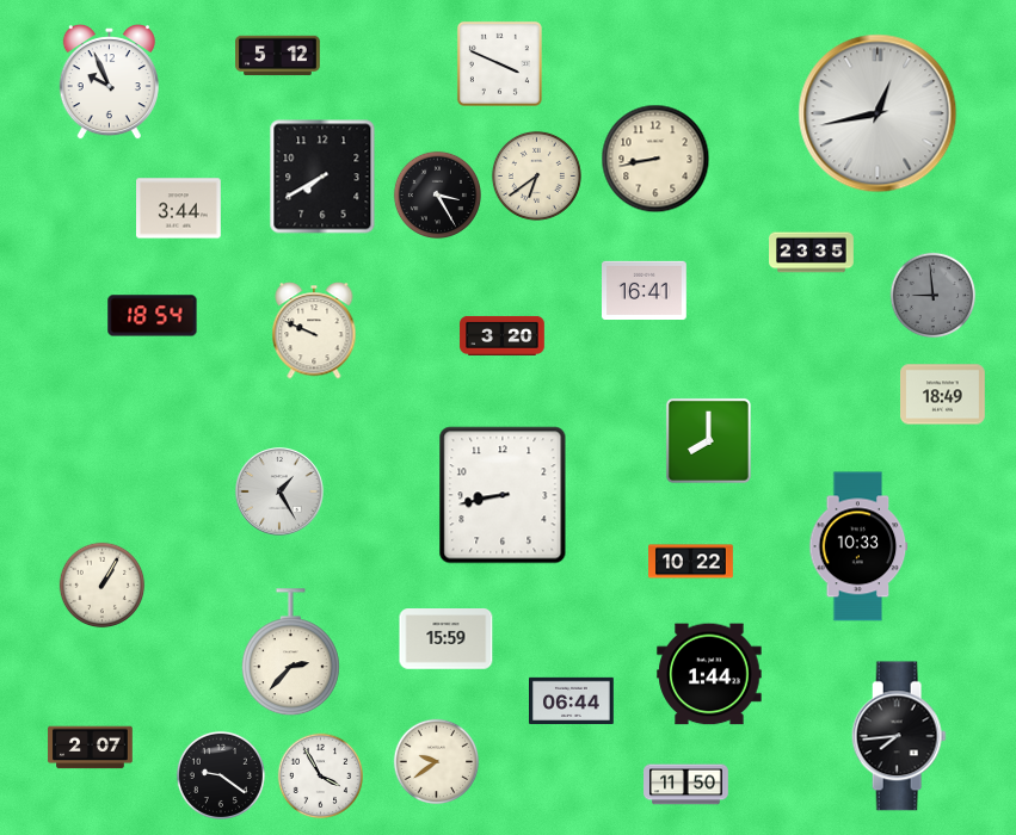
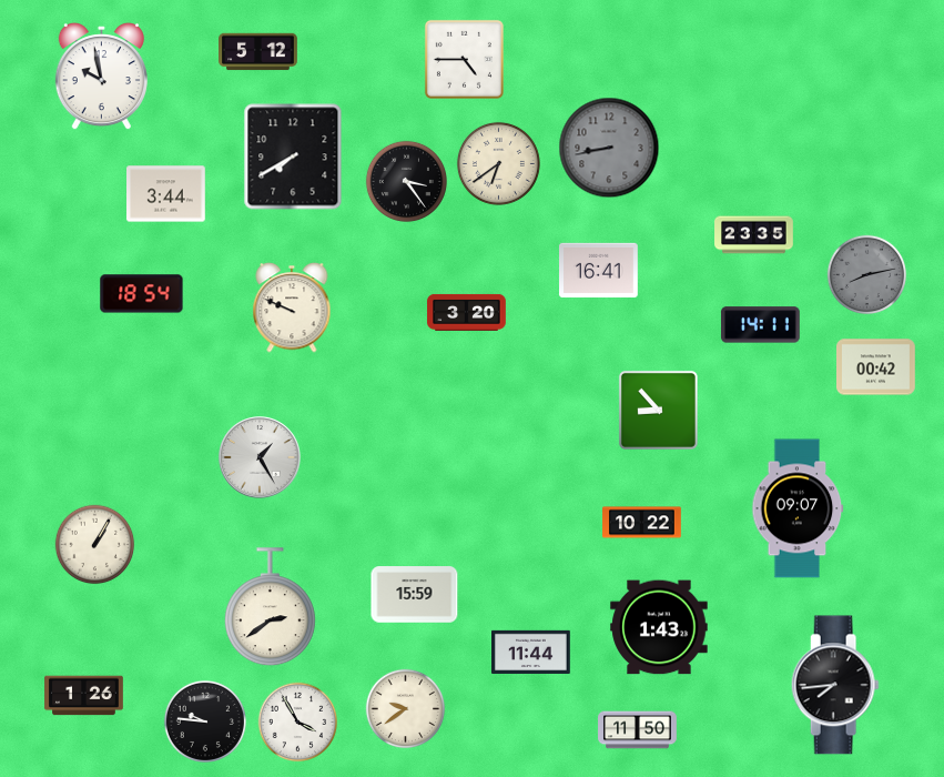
clock at (499, 63): 3:49 -> 4:45
clock at (109, 82): 9:56 -> 9:58
clock at (878, 113): 12:43 -> none
clock at (655, 159) dial: cream -> grey
clock at (322, 177) position: (322, 177) -> (293, 157)
clock at (437, 194): 3:25 -> 3:24
clock at (934, 296): 8:59 -> 8:13
clock at (760, 325): none -> 14:11
clock at (943, 395): 18:49 -> 00:42
clock at (708, 440): 8:00 -> 8:53
clock at (503, 495): 8:43 -> none
clock at (858, 546): 10:33 -> 09:07
clock at (290, 652): 2:37 -> 2:39
clock at (709, 674): 1:44 -> 1:43
clock at (572, 700): 06:44 -> 11:44
clock at (91, 748): 2:07 -> 1:26
clock at (221, 775): 9:21 -> 9:46
